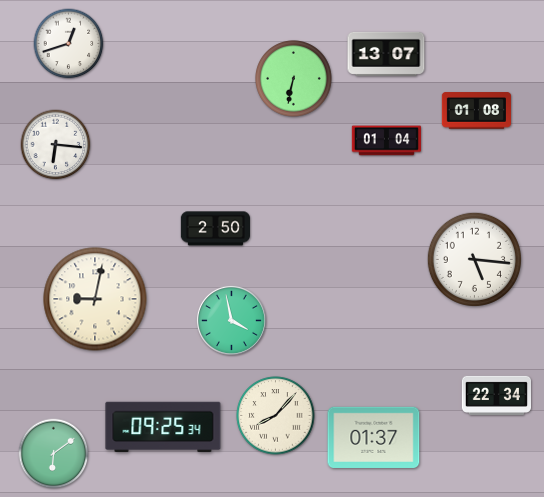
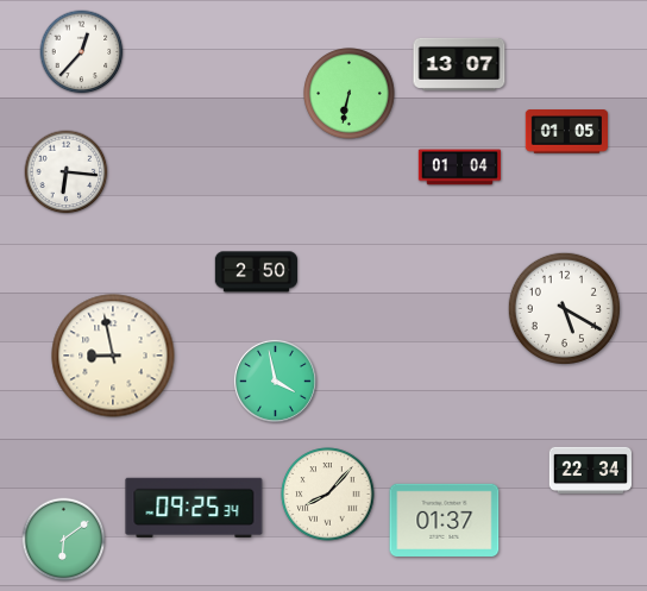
clock at (69, 44): 12:42 -> 12:37
clock at (476, 111): 01:08 -> 01:05
clock at (474, 259): 5:16 -> 5:20
clock at (95, 299): 9:02 -> 8:58
